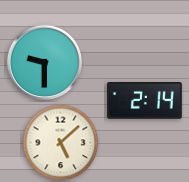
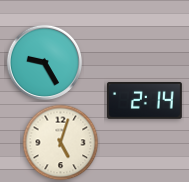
clock at (44, 62): 9:30 -> 9:25
clock at (61, 143): 5:08 -> 5:03
